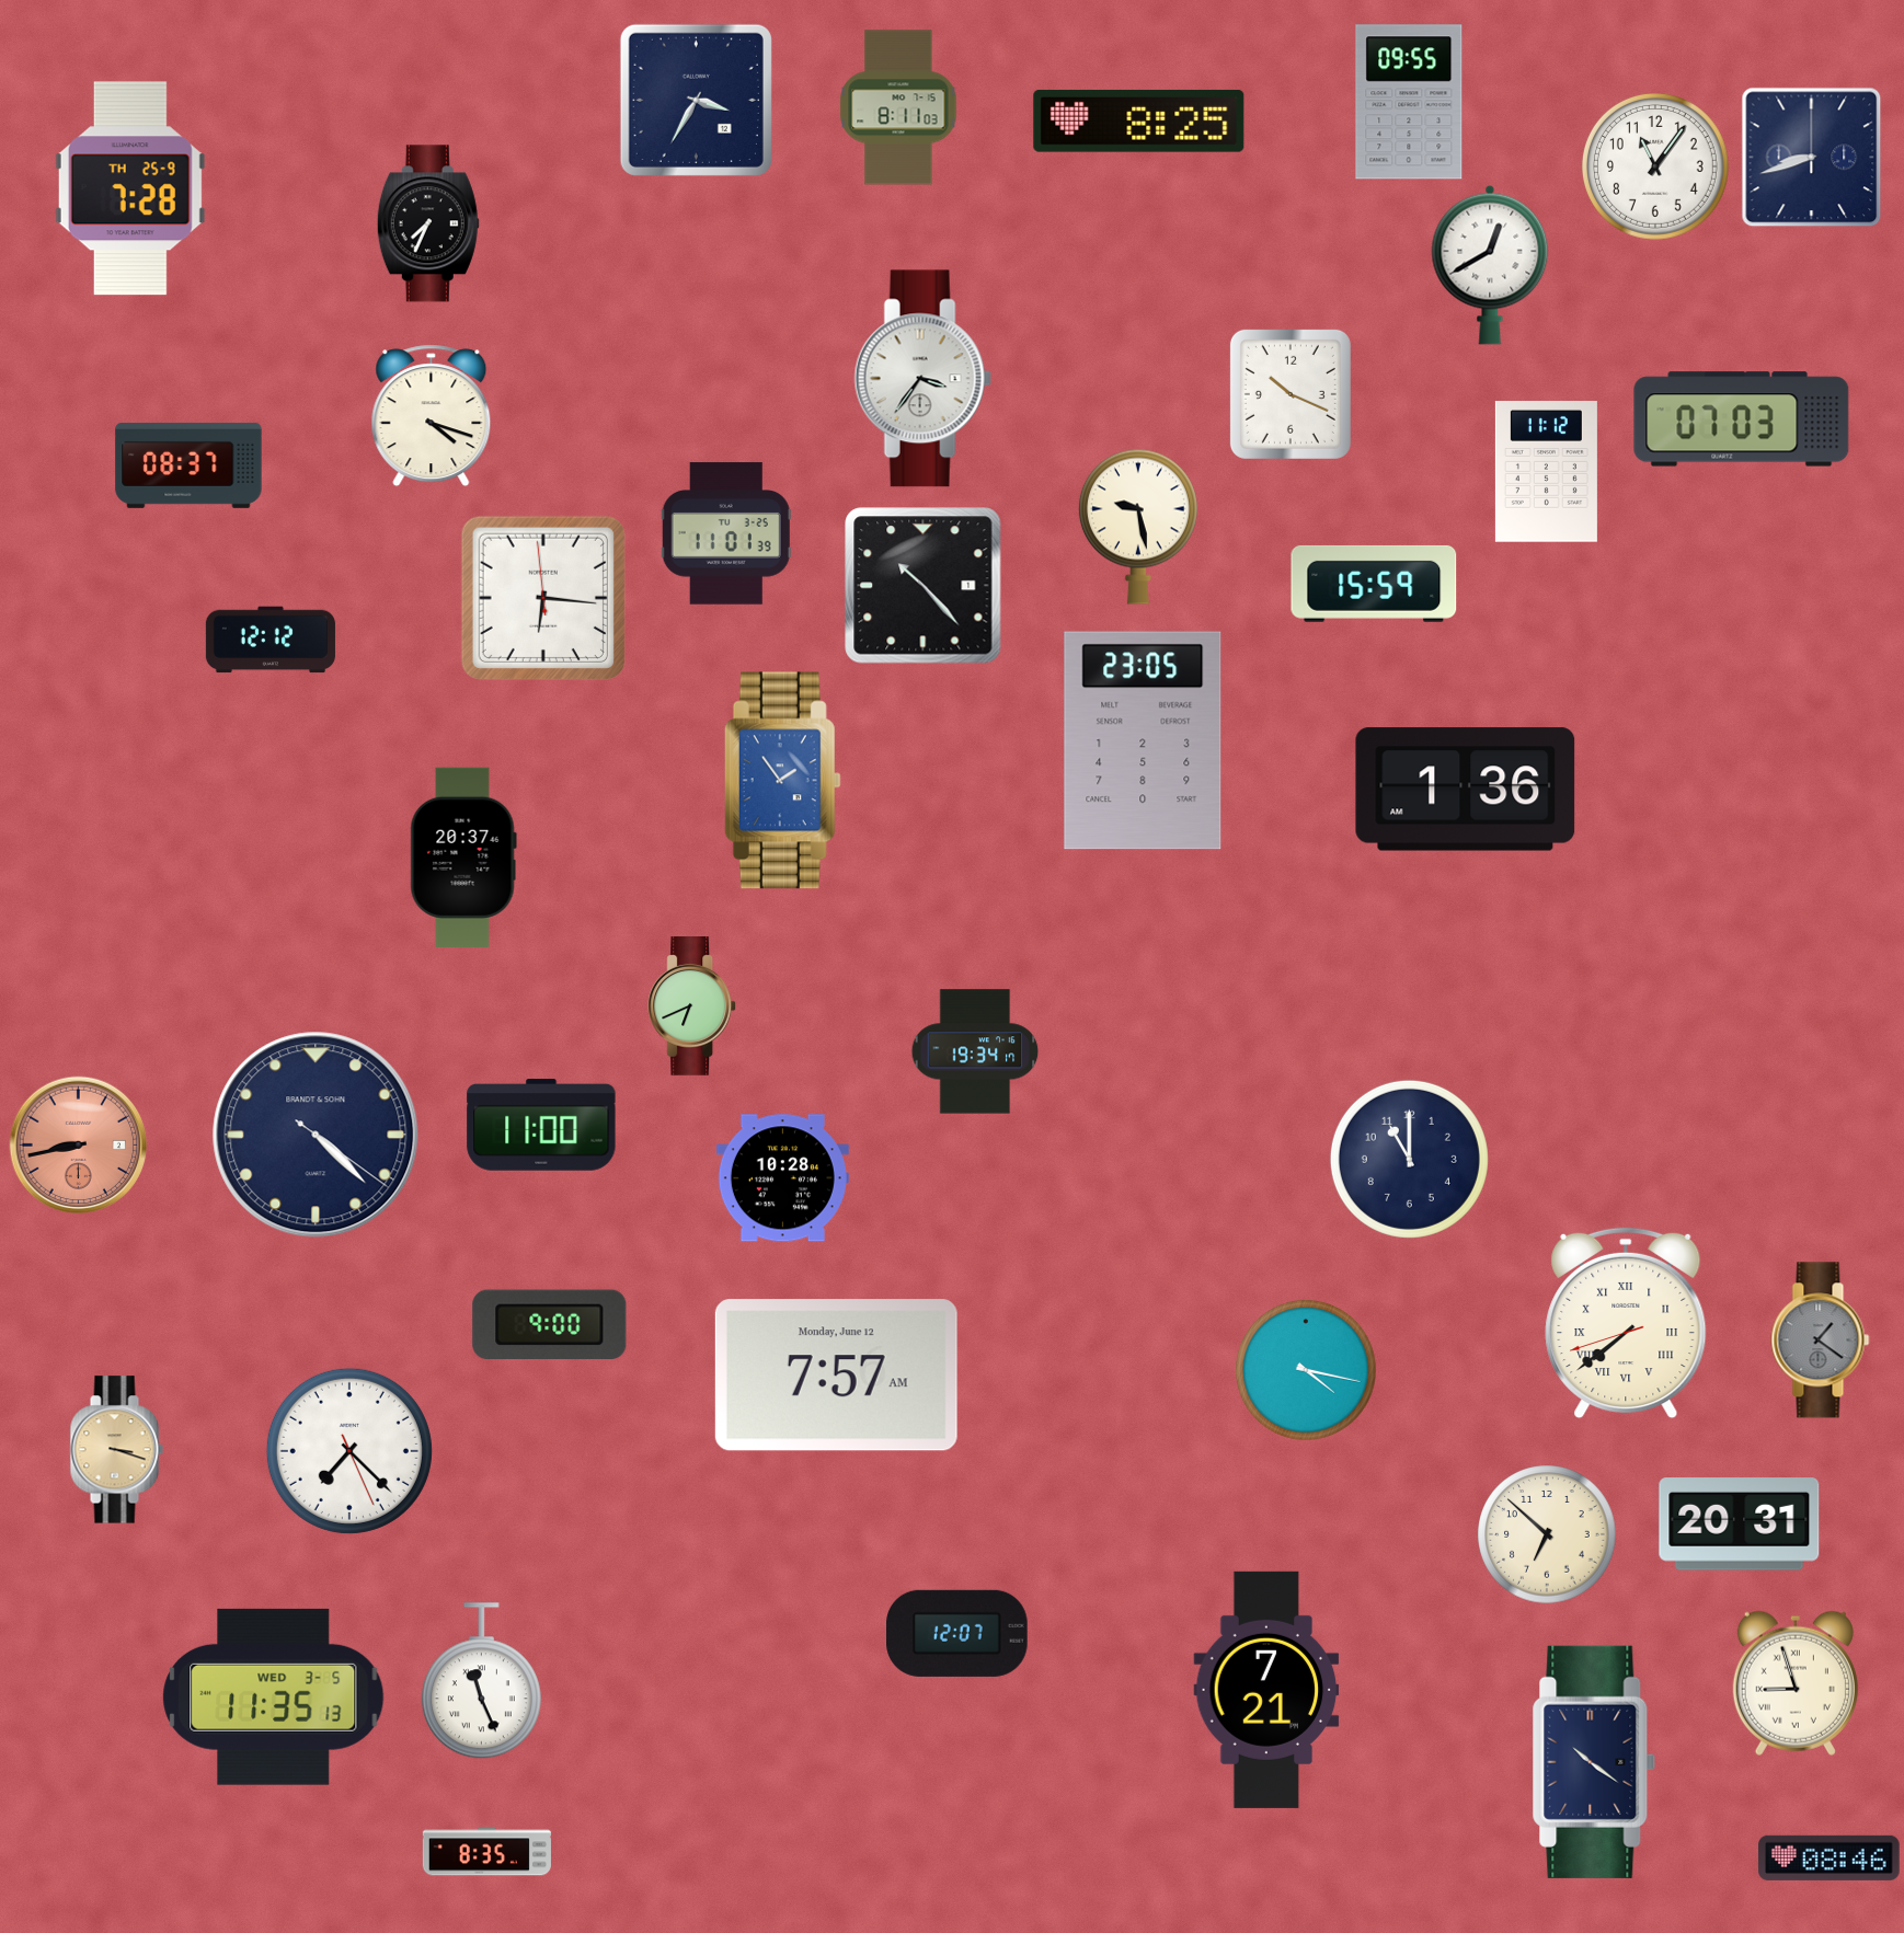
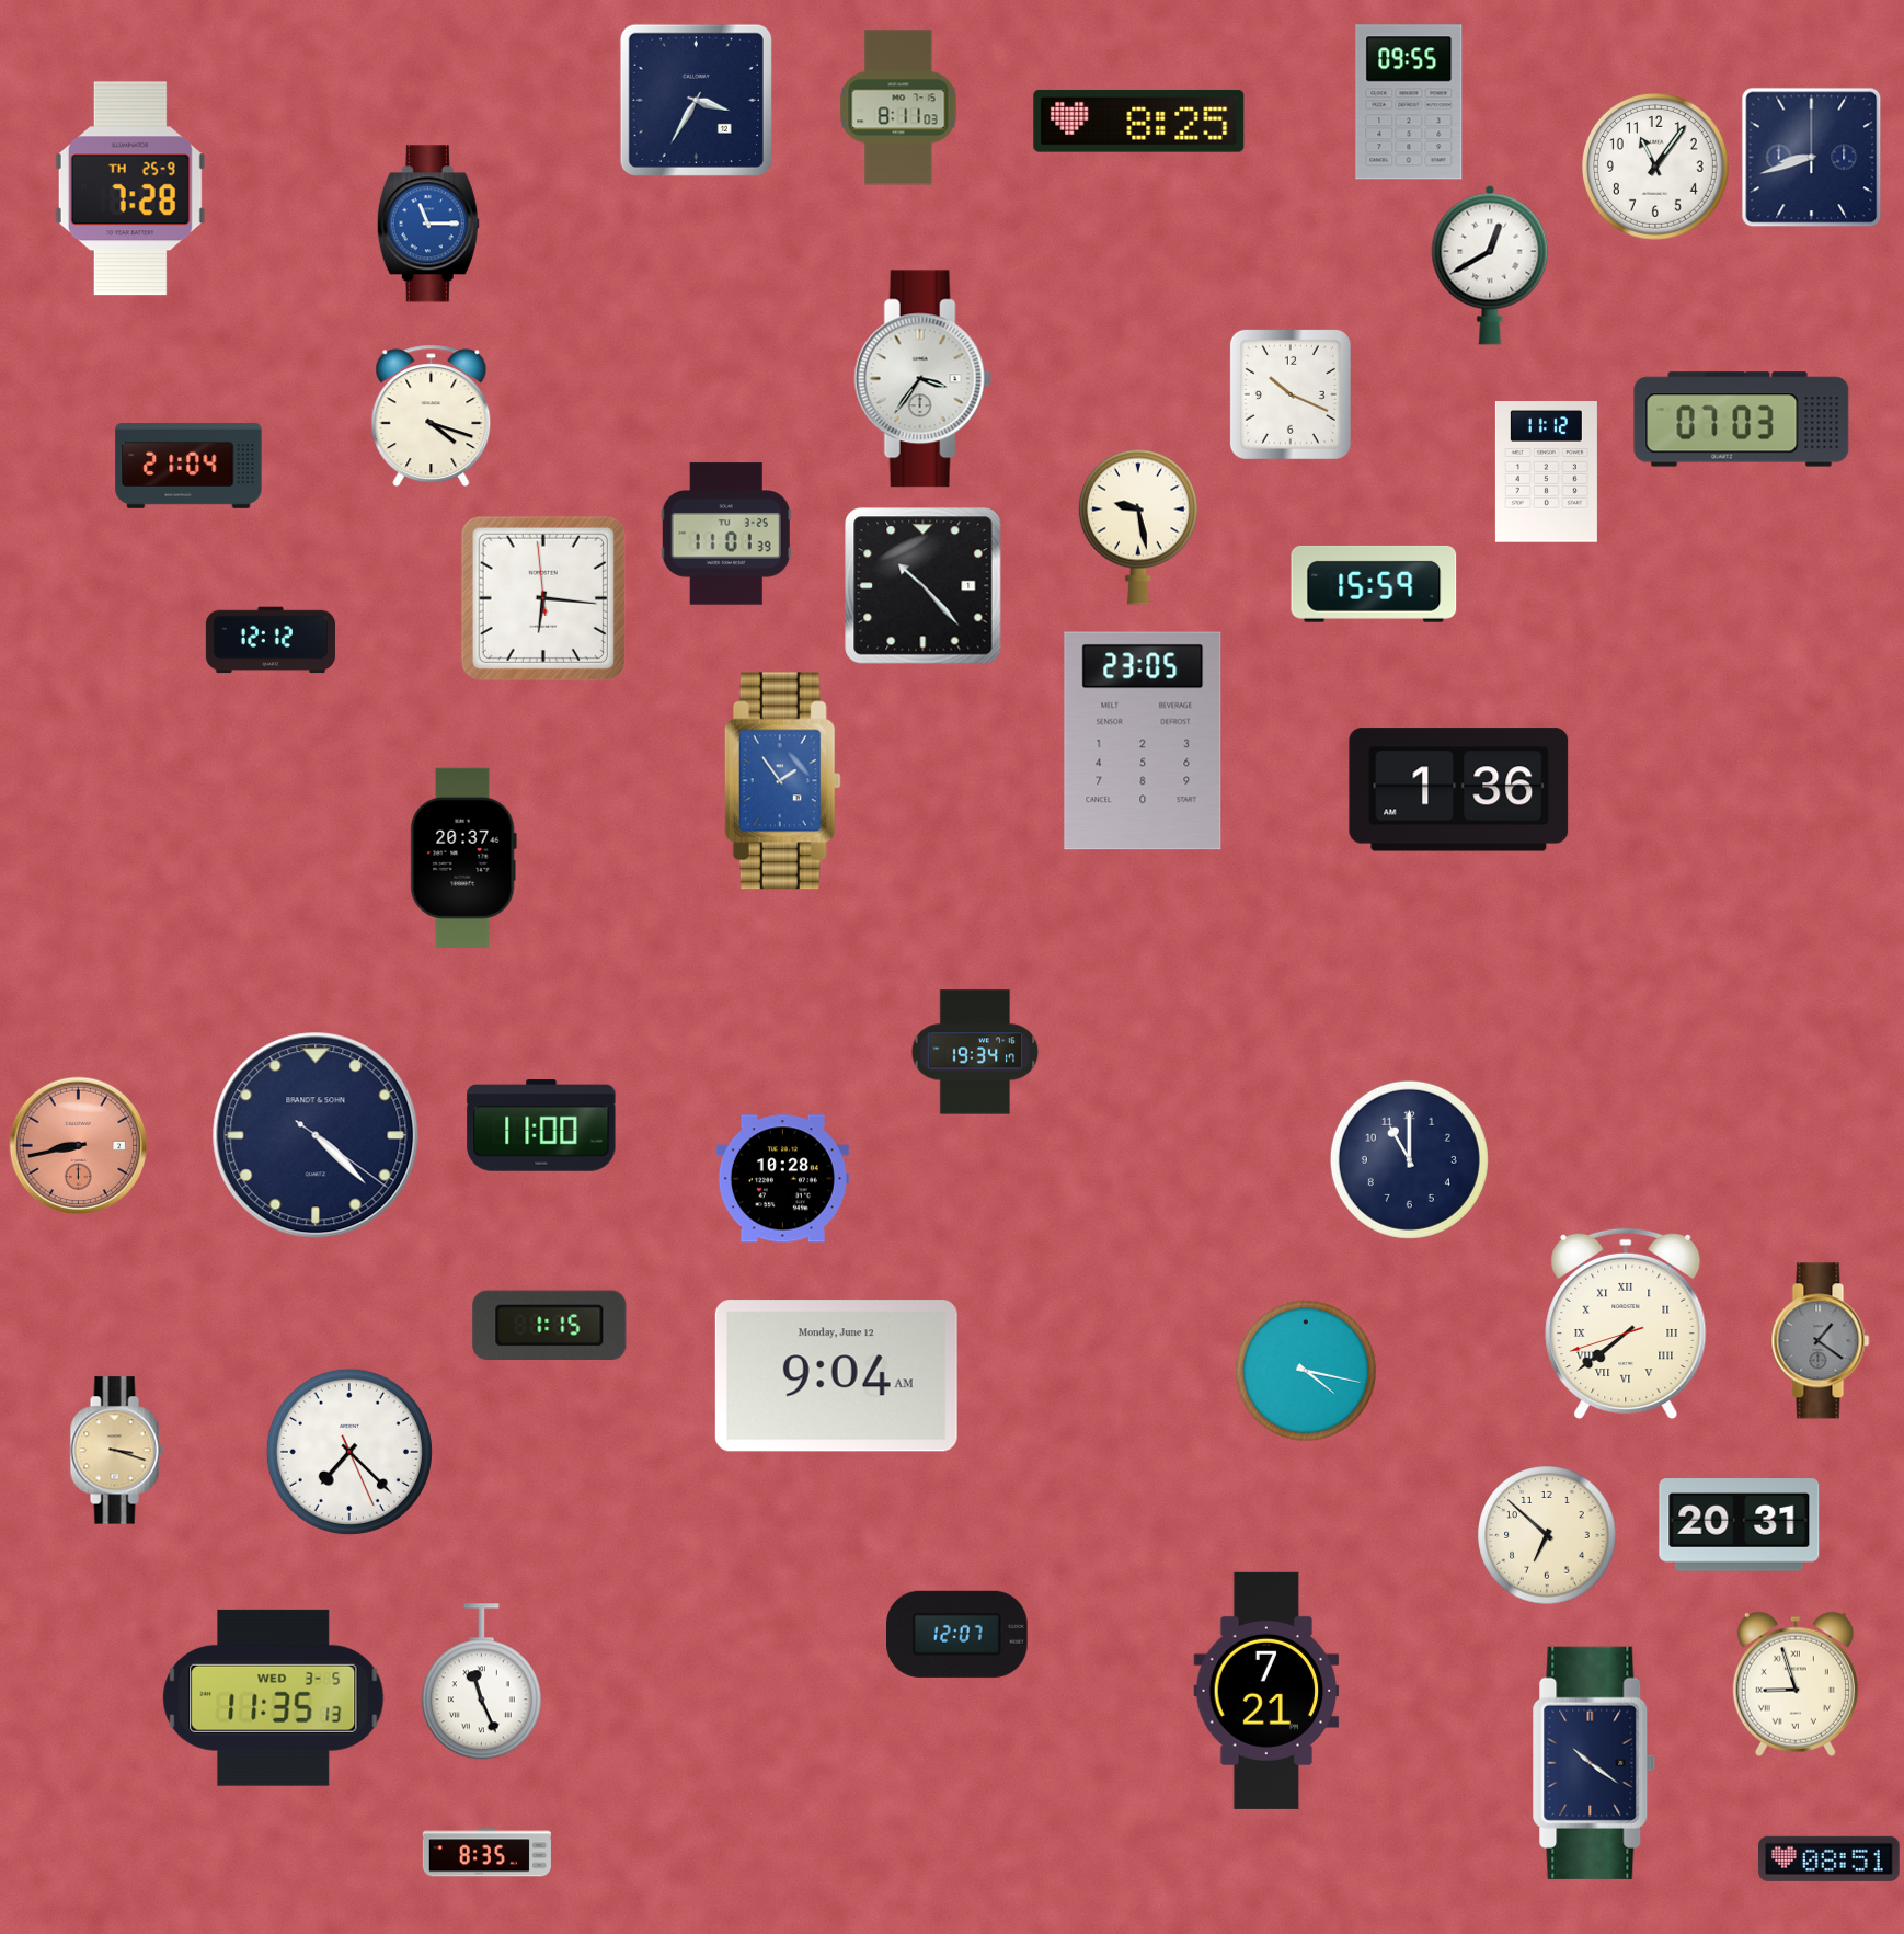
clock at (428, 223): 7:34 -> 11:15
clock at (428, 223) dial: black -> blue
clock at (188, 465): 08:37 -> 21:04
clock at (1466, 790) position: (1466, 790) -> (1459, 790)
clock at (692, 1006): 6:41 -> none
clock at (550, 1324): 9:00 -> 1:15
clock at (836, 1376): 7:57 -> 9:04
clock at (1830, 1857): 08:46 -> 08:51
